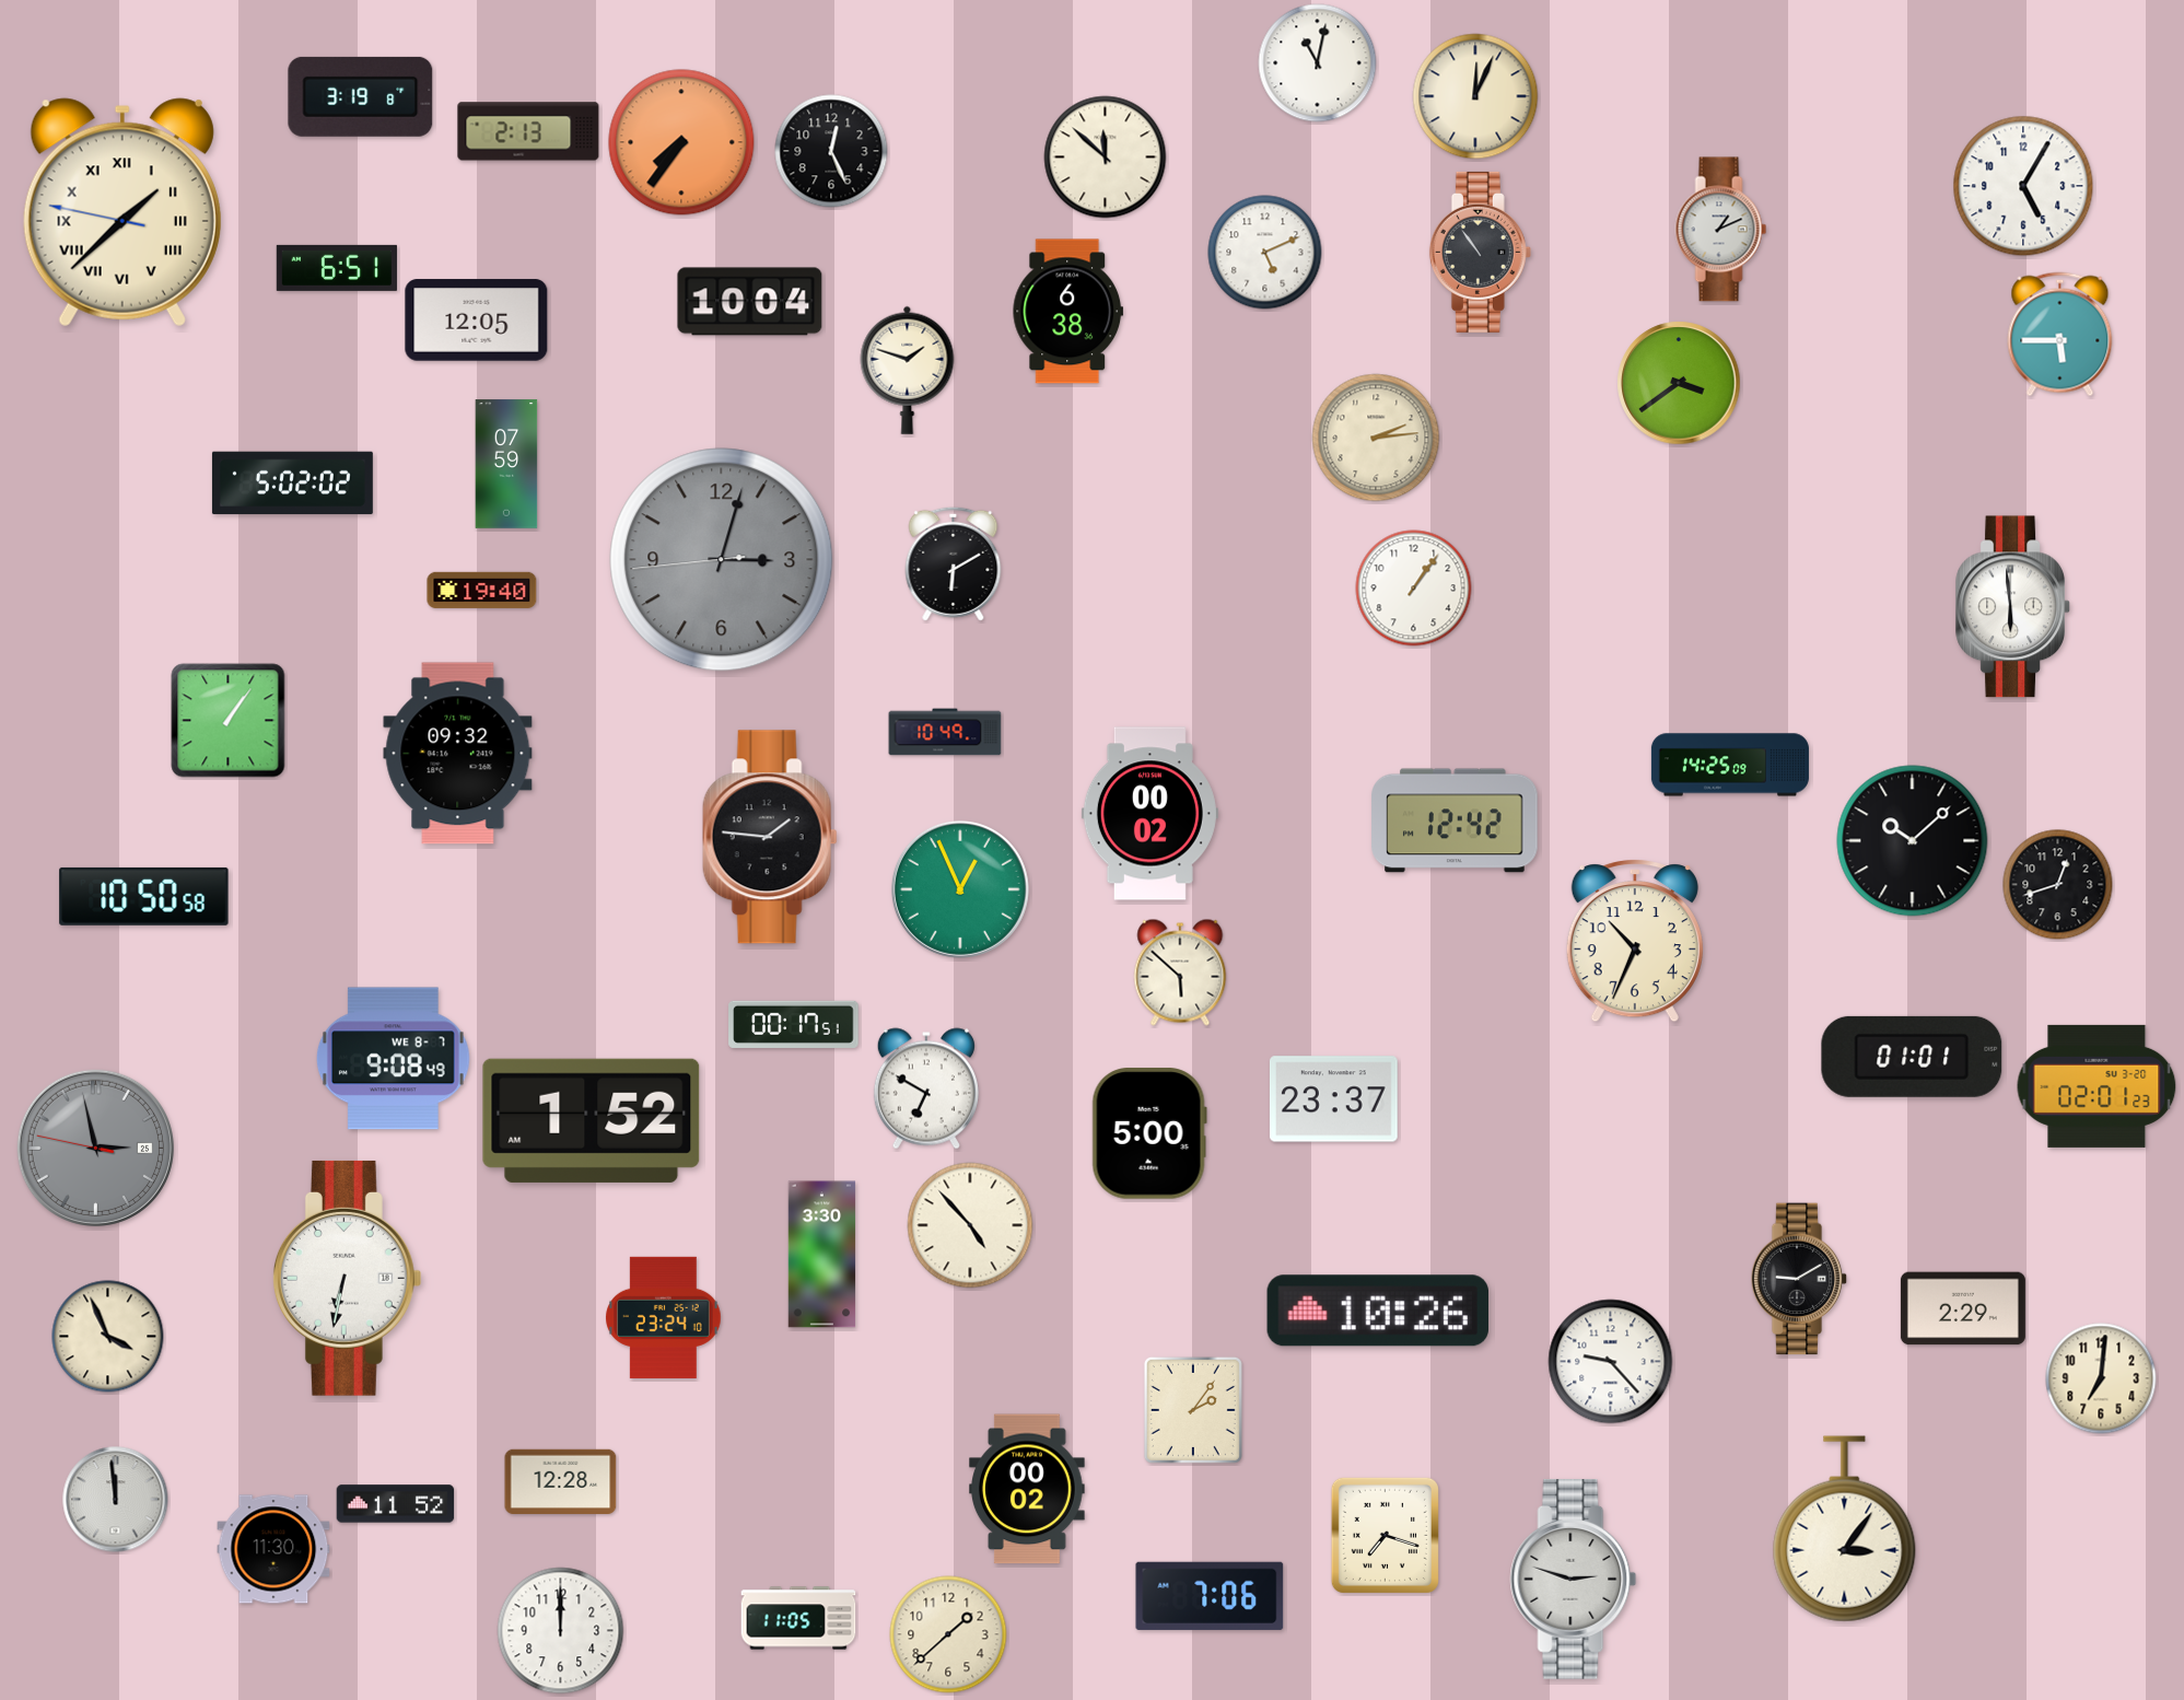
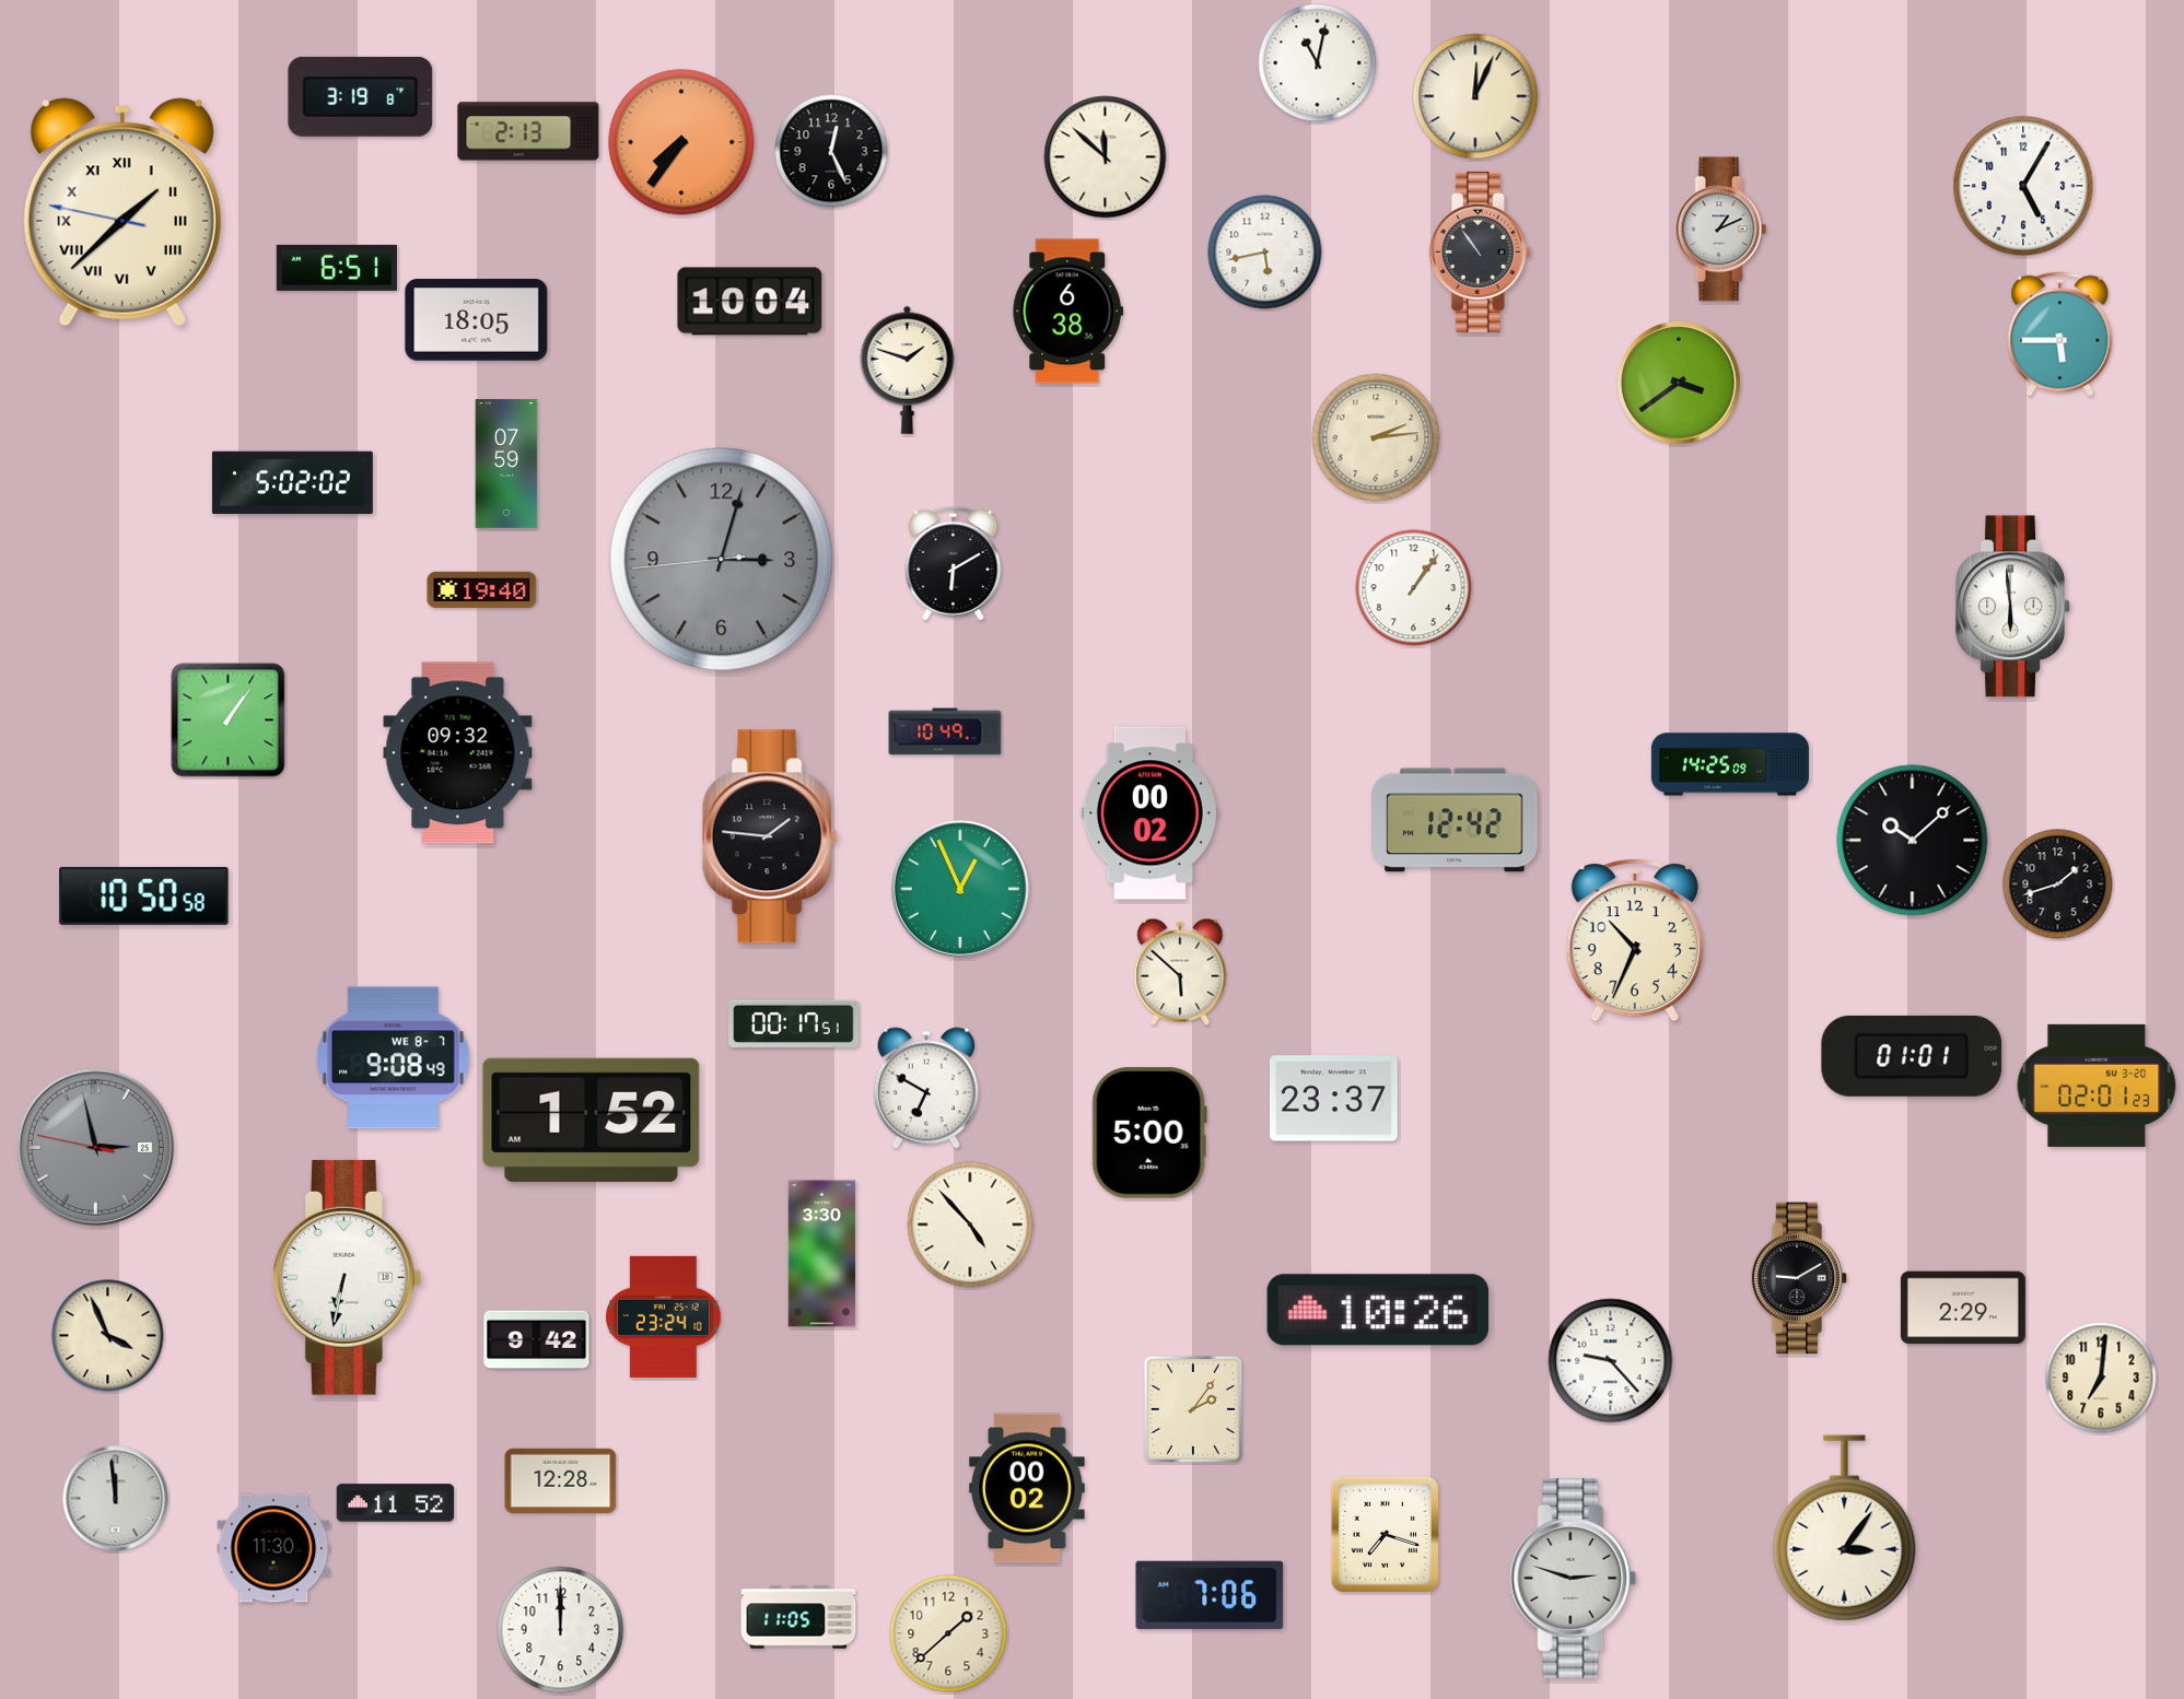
clock at (1265, 253): 5:11 -> 5:43
clock at (477, 321): 12:05 -> 18:05
clock at (2058, 885): 12:42 -> 1:42
clock at (537, 1340): none -> 9:42
